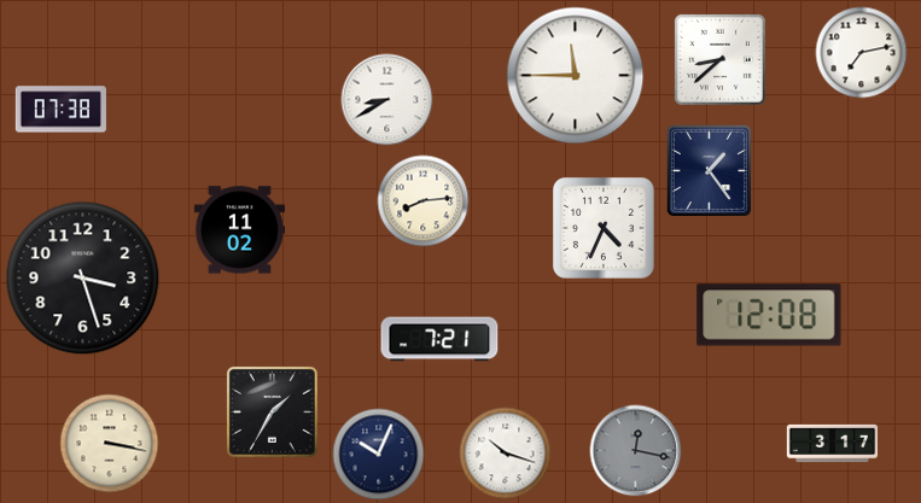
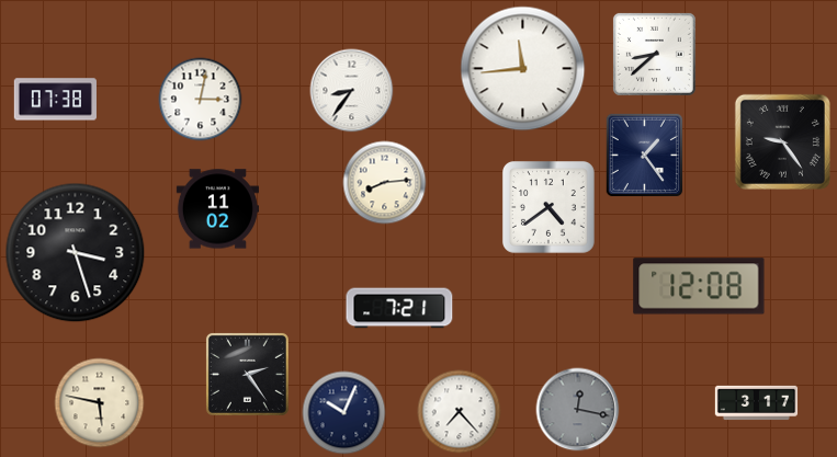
clock at (862, 53): 7:13 -> none
clock at (576, 76): 11:45 -> 11:44
clock at (387, 100): 8:40 -> 8:36
clock at (201, 100): none -> 3:02
clock at (782, 141): none -> 9:24
clock at (604, 228): 4:34 -> 4:39
clock at (272, 411): 1:35 -> 2:24
clock at (110, 444): 3:17 -> 5:47
clock at (506, 454): 10:18 -> 7:23
